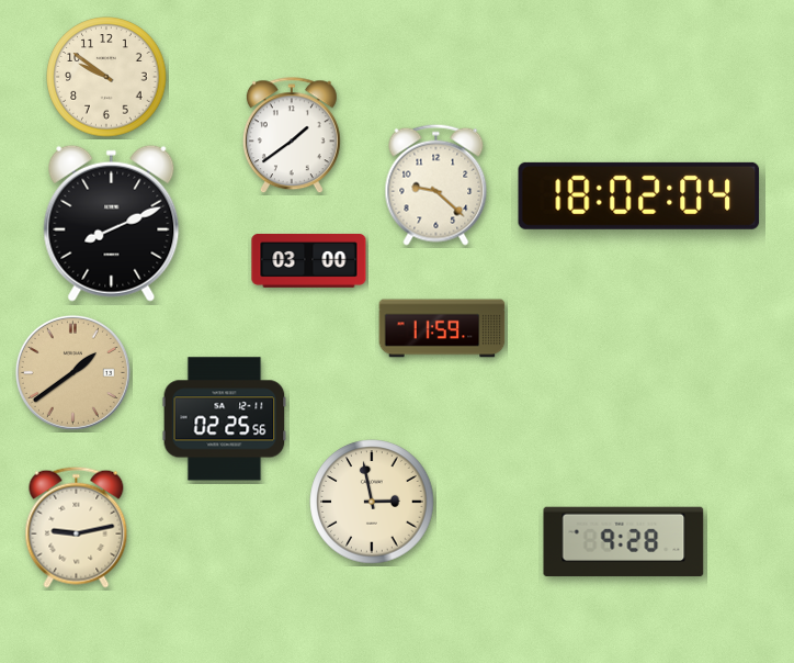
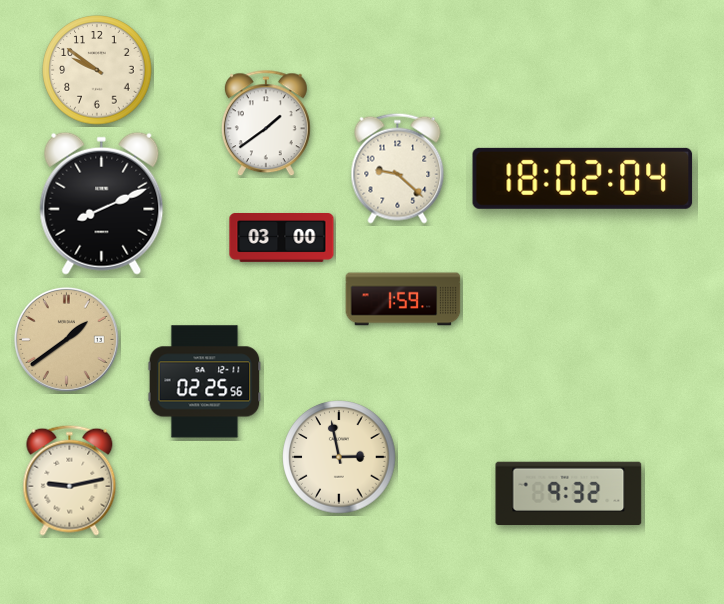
clock at (442, 328): 11:59 -> 1:59
clock at (624, 542): 9:28 -> 9:32
